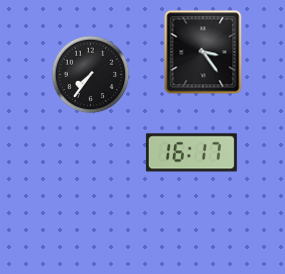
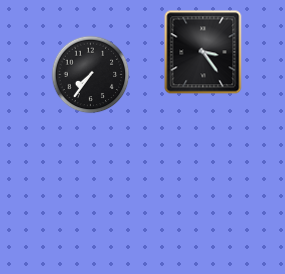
clock at (191, 153): 16:17 -> none
